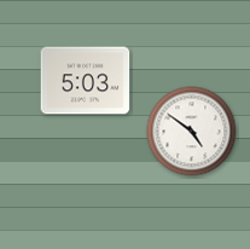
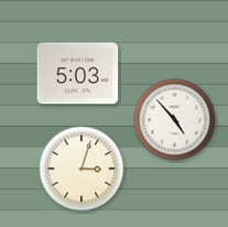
clock at (192, 132): 4:51 -> 4:53
clock at (82, 169): none -> 3:03
